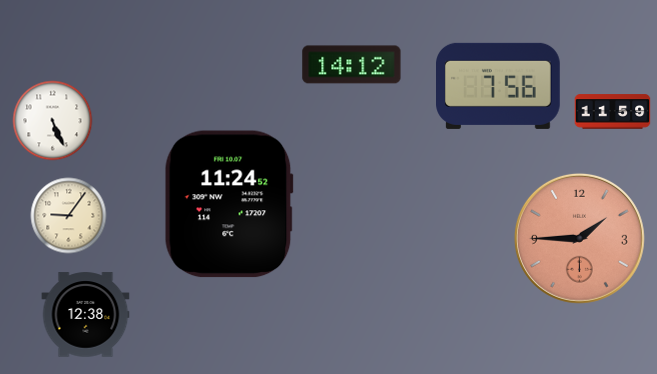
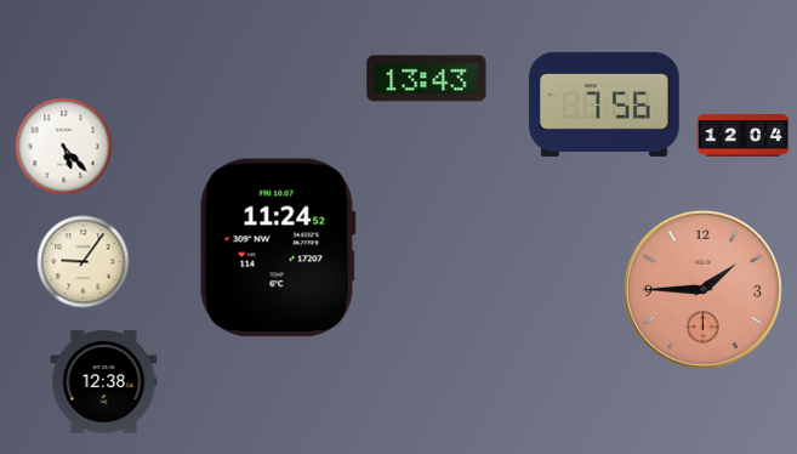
clock at (352, 65): 14:12 -> 13:43
clock at (613, 112): 11:59 -> 12:04
clock at (53, 121): 5:26 -> 5:23
